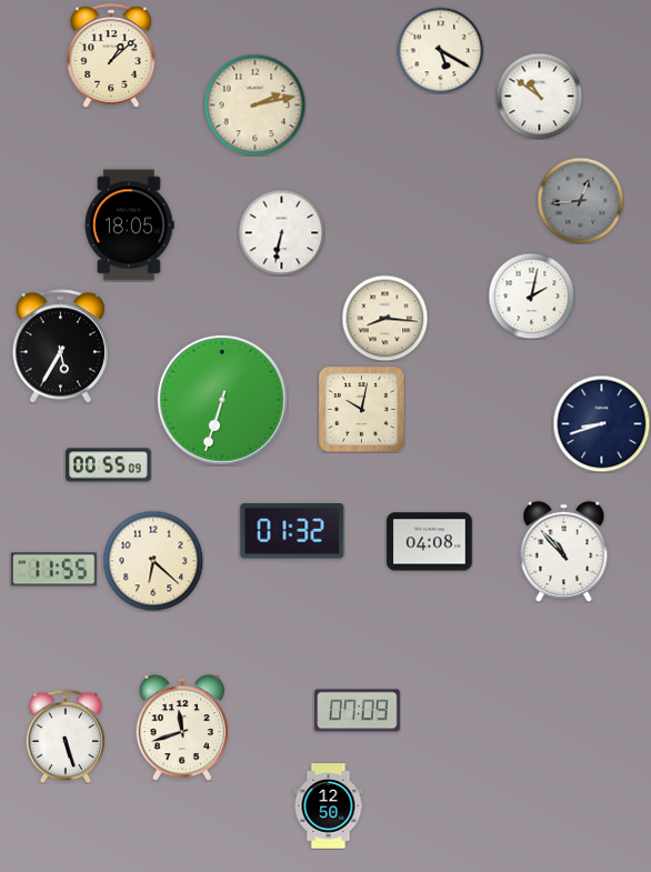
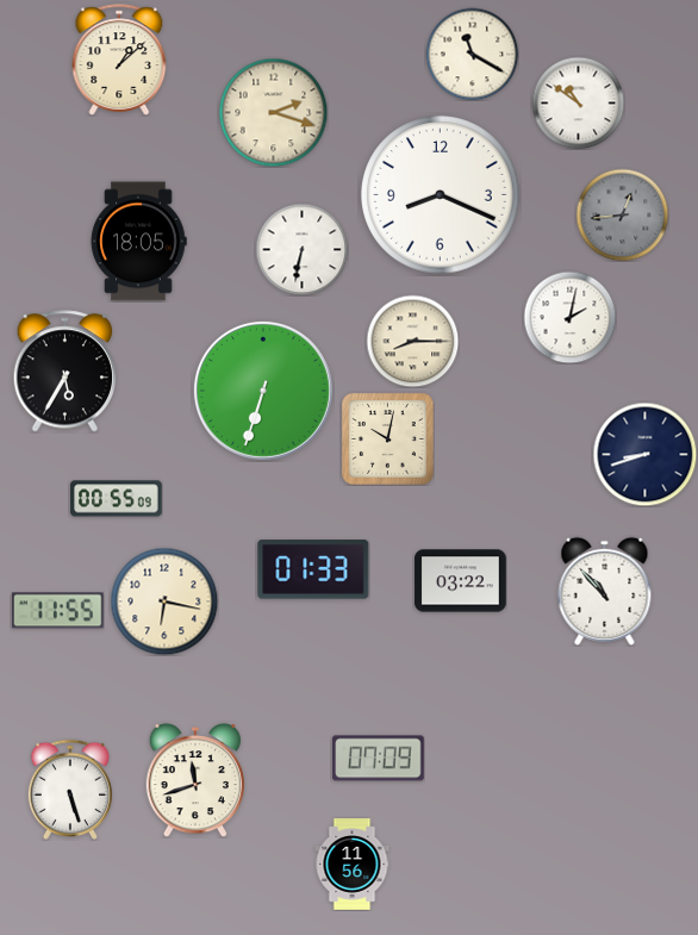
clock at (440, 50): 5:20 -> 11:20
clock at (254, 104): 2:13 -> 2:18
clock at (441, 195): none -> 8:19
clock at (384, 318): 8:16 -> 8:15
clock at (222, 400) position: (222, 400) -> (263, 391)
clock at (292, 531): 01:32 -> 01:33
clock at (430, 542): 04:08 -> 03:22
clock at (153, 561): 6:22 -> 6:17
clock at (358, 711) position: (358, 711) -> (379, 759)
clock at (329, 806): 12:50 -> 11:56
